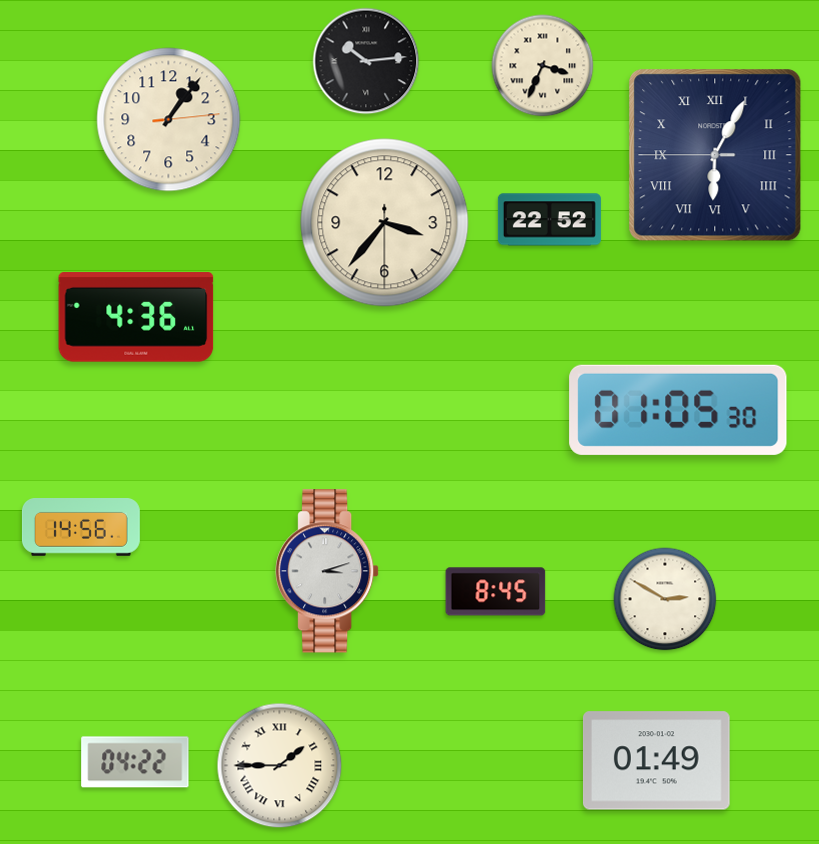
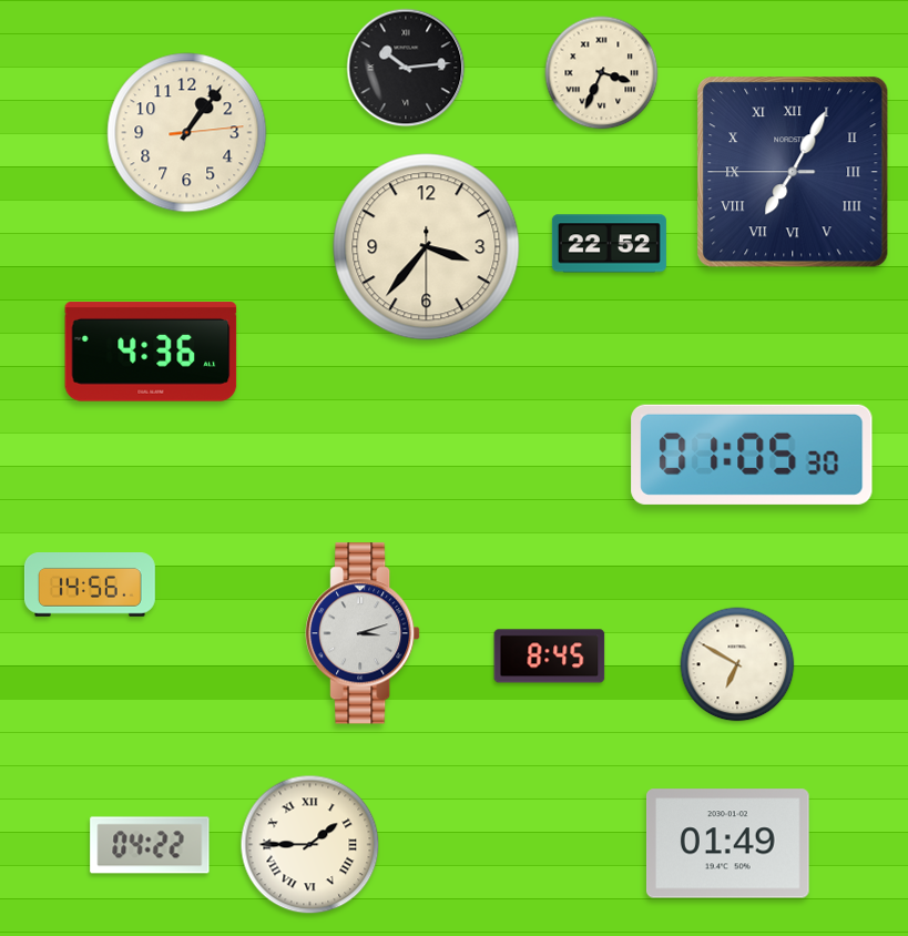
clock at (715, 155): 6:04 -> 7:04
clock at (665, 599): 2:50 -> 6:50
clock at (280, 766) position: (280, 766) -> (310, 845)
